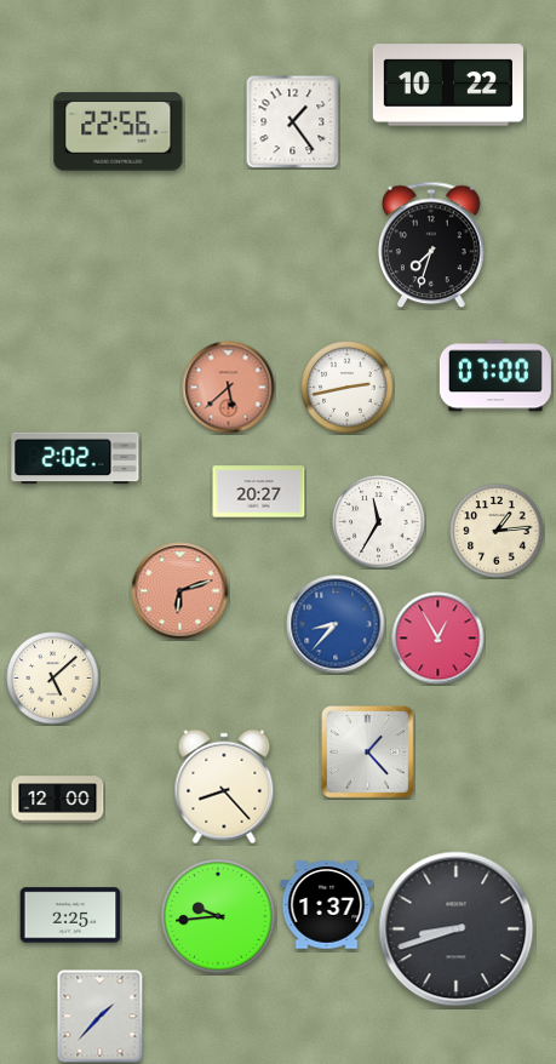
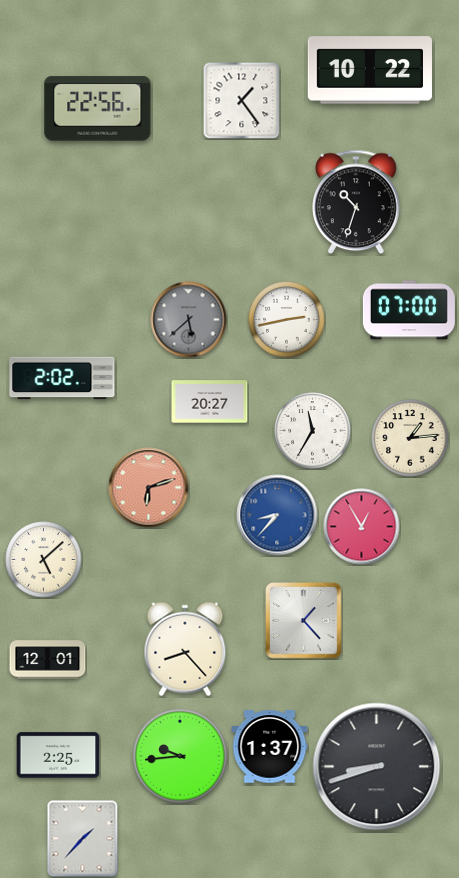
clock at (432, 245): 7:33 -> 10:33
clock at (229, 388) dial: salmon -> grey
clock at (259, 492) position: (259, 492) -> (210, 402)
clock at (58, 800): 12:00 -> 12:01
